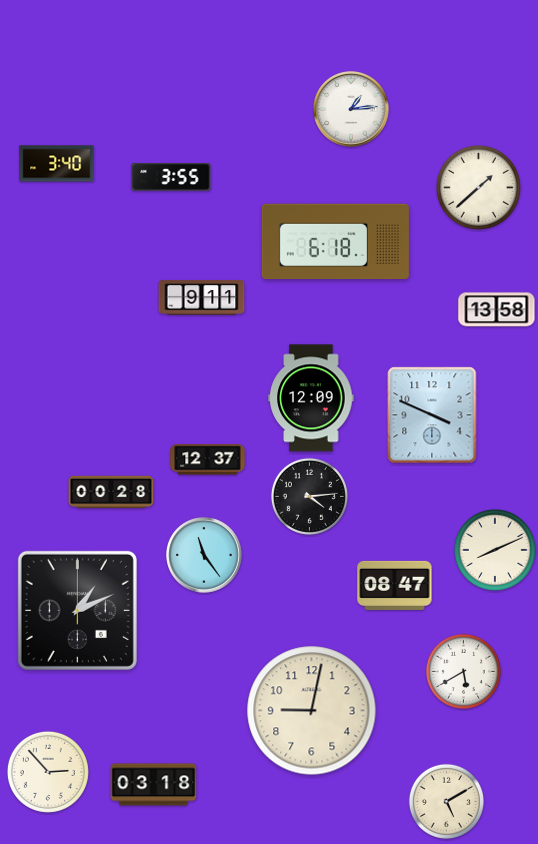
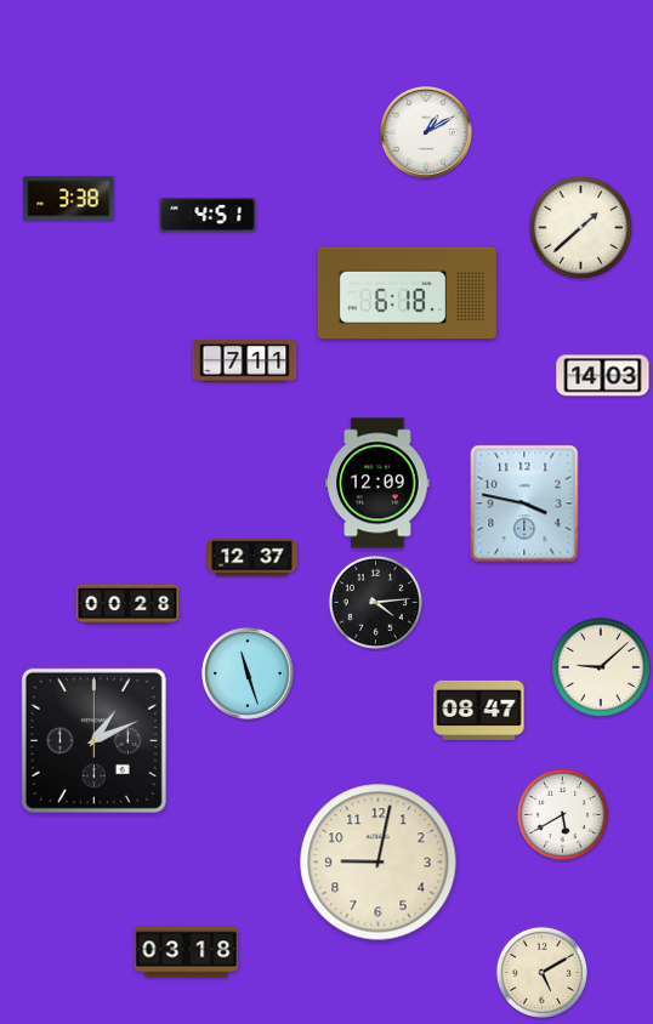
clock at (351, 109): 1:14 -> 1:10
clock at (57, 164): 3:40 -> 3:38
clock at (171, 177): 3:55 -> 4:51
clock at (202, 298): 9:11 -> 7:11
clock at (497, 310): 13:58 -> 14:03
clock at (432, 415): 3:49 -> 3:47
clock at (111, 492) position: (111, 492) -> (127, 604)
clock at (495, 550): 8:11 -> 9:08
clock at (204, 555): 11:24 -> 11:27
clock at (48, 772): 2:53 -> none
